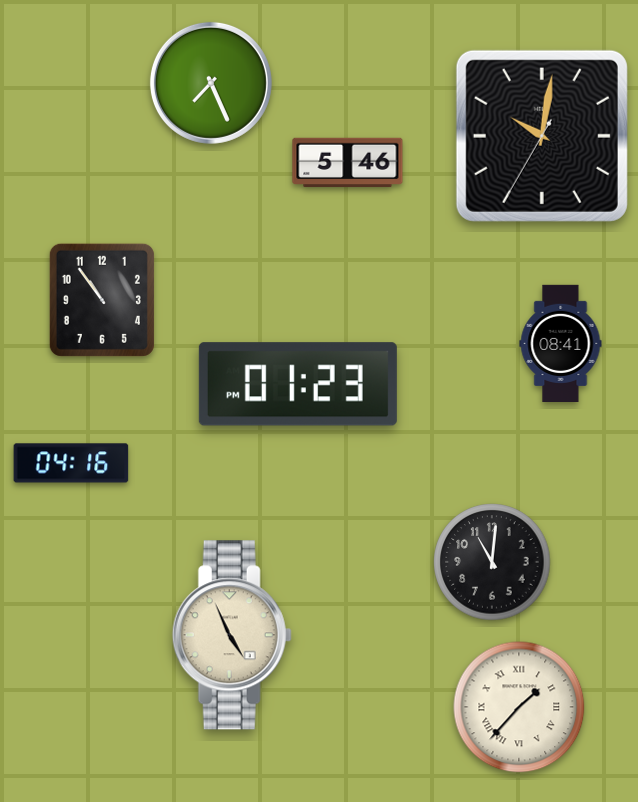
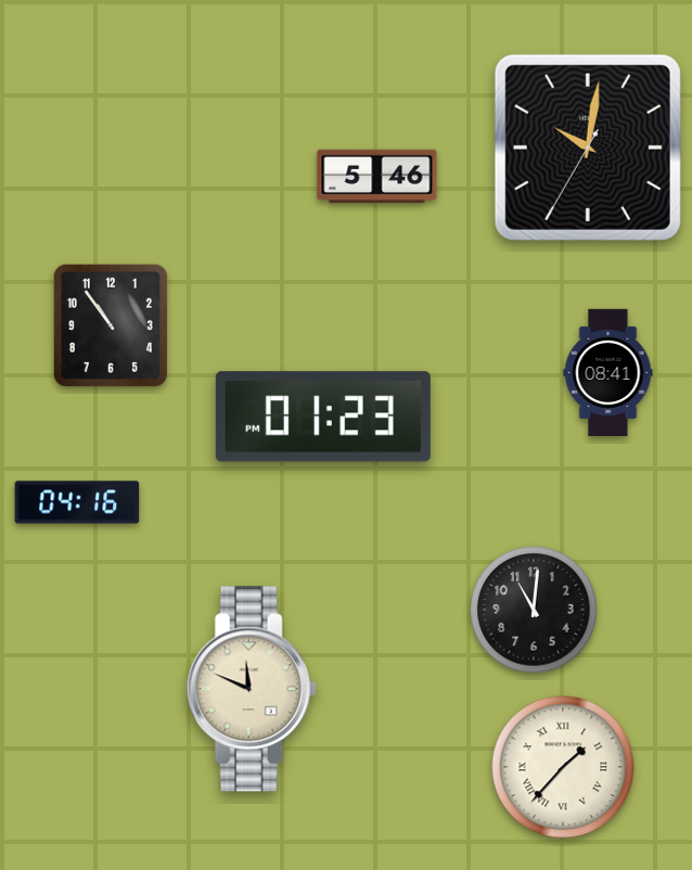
clock at (211, 83): 7:26 -> none
clock at (232, 635): 4:56 -> 11:49
